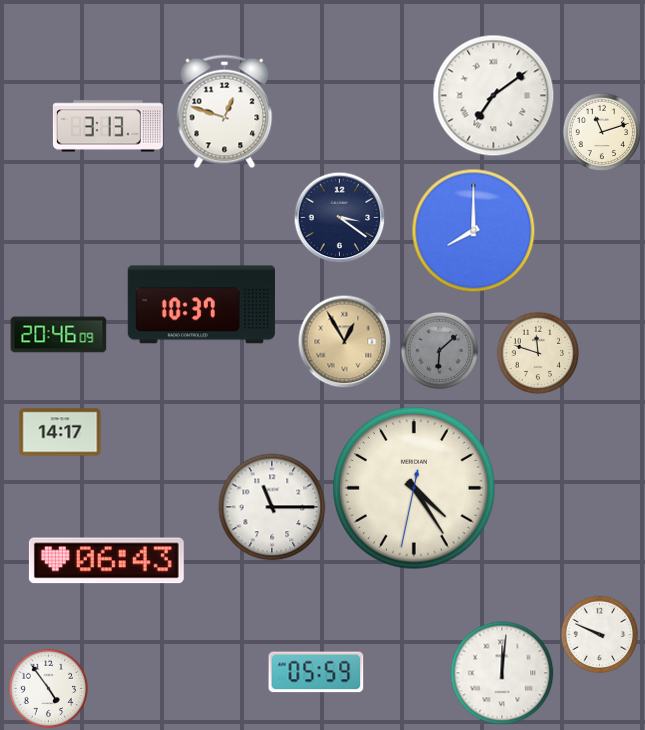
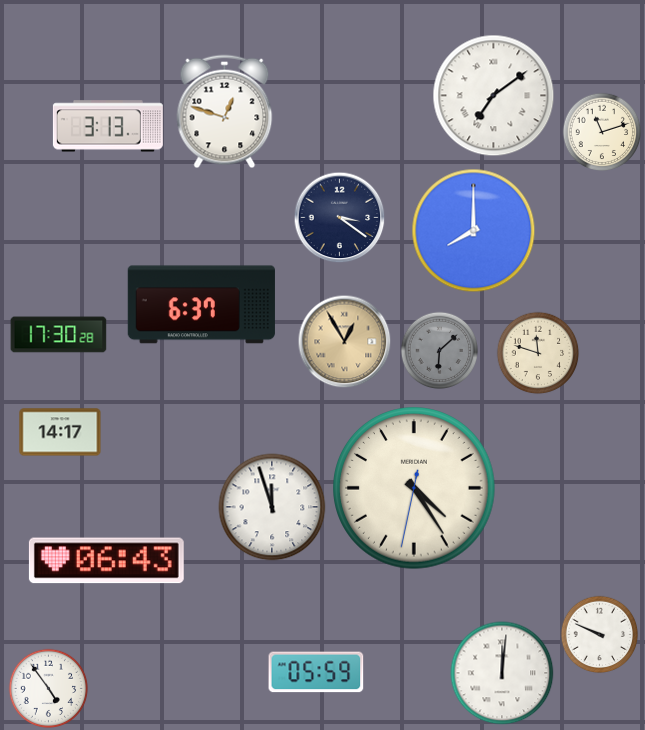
clock at (201, 305): 10:37 -> 6:37
clock at (59, 335): 20:46 -> 17:30
clock at (272, 507): 11:15 -> 11:57
